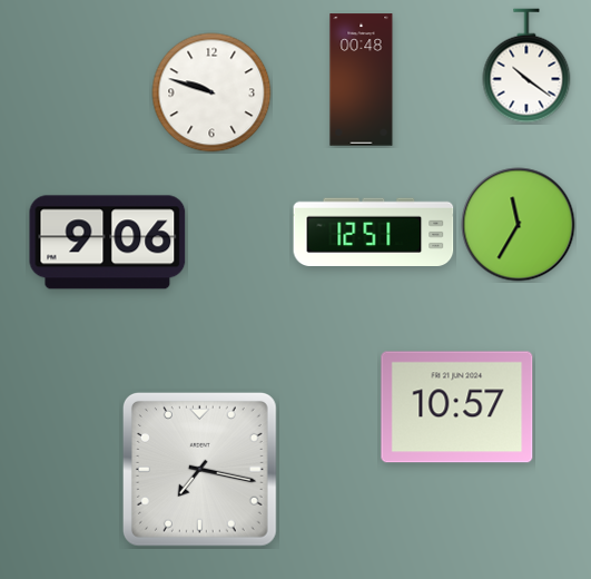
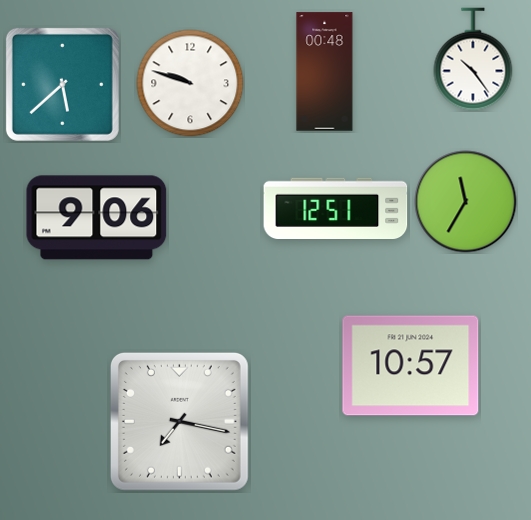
clock at (526, 66): 10:21 -> 10:24
clock at (62, 84): none -> 5:38
